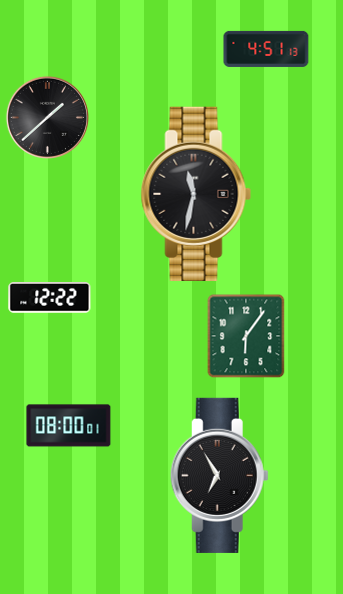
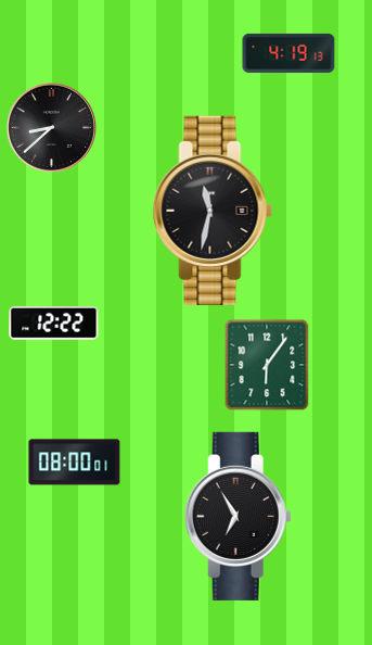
clock at (266, 49): 4:51 -> 4:19
clock at (47, 117): 1:38 -> 8:38
